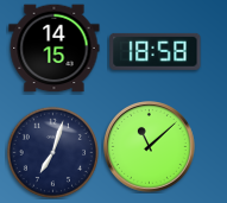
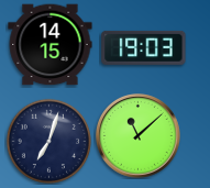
clock at (156, 51): 18:58 -> 19:03
